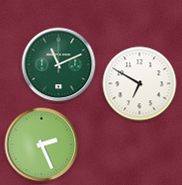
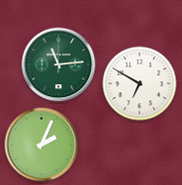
clock at (59, 65): 11:11 -> 11:14
clock at (42, 145): 2:26 -> 2:04
